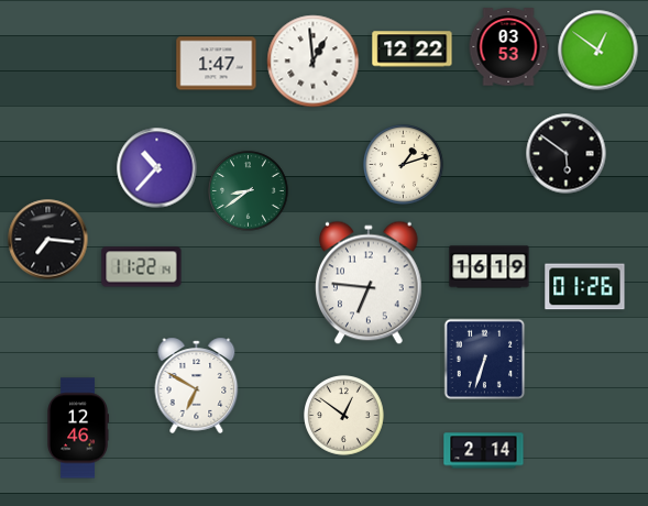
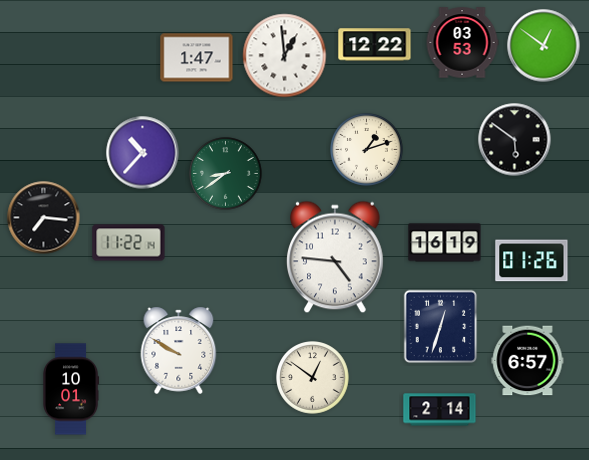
clock at (370, 283): 6:46 -> 4:46
clock at (485, 360): 6:33 -> 12:33
clock at (197, 385): 6:50 -> 9:50
clock at (528, 361): none -> 6:57
clock at (79, 428): 12:46 -> 10:01
